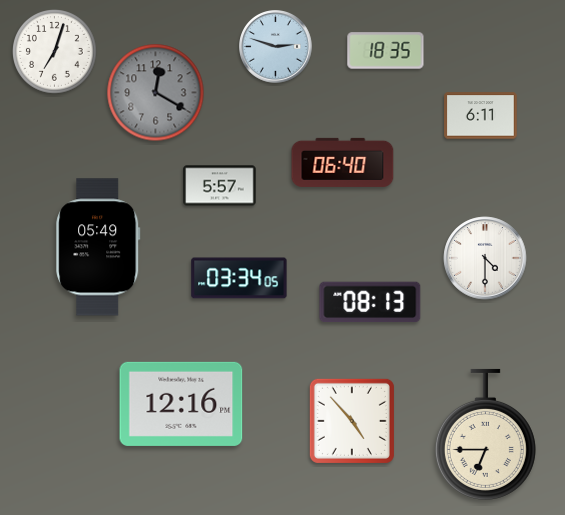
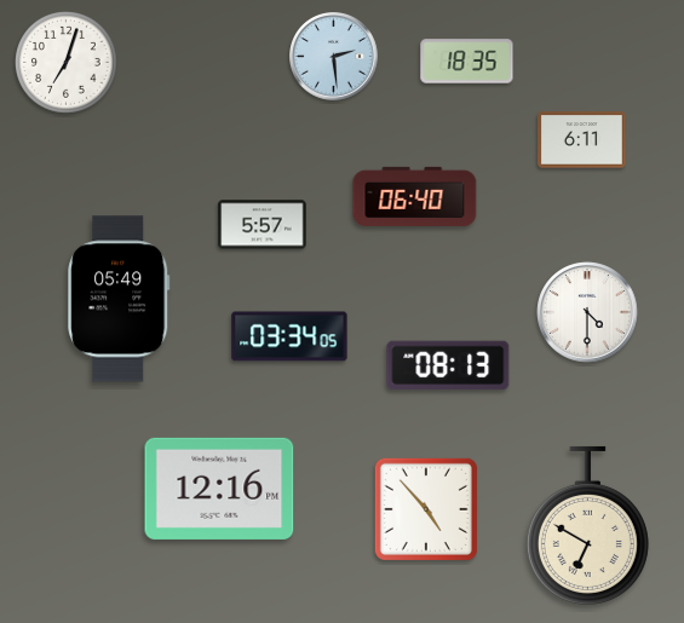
clock at (276, 47): 2:48 -> 2:29
clock at (156, 93): 12:20 -> none
clock at (220, 186) position: (220, 186) -> (263, 225)
clock at (485, 434): 6:45 -> 6:50
